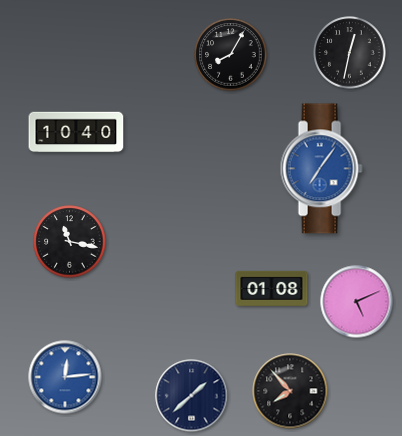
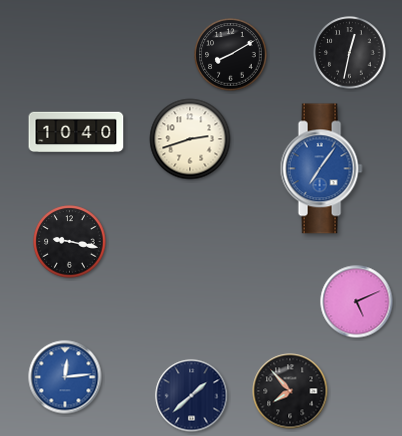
clock at (231, 55): 8:05 -> 8:10
clock at (190, 139): none -> 2:42
clock at (70, 242): 11:17 -> 9:17
clock at (272, 288): 01:08 -> none
